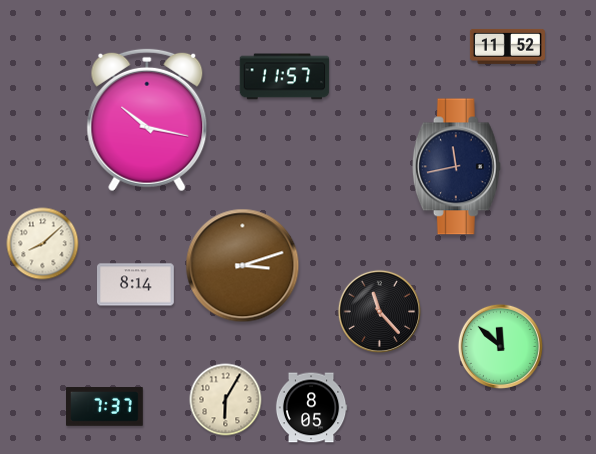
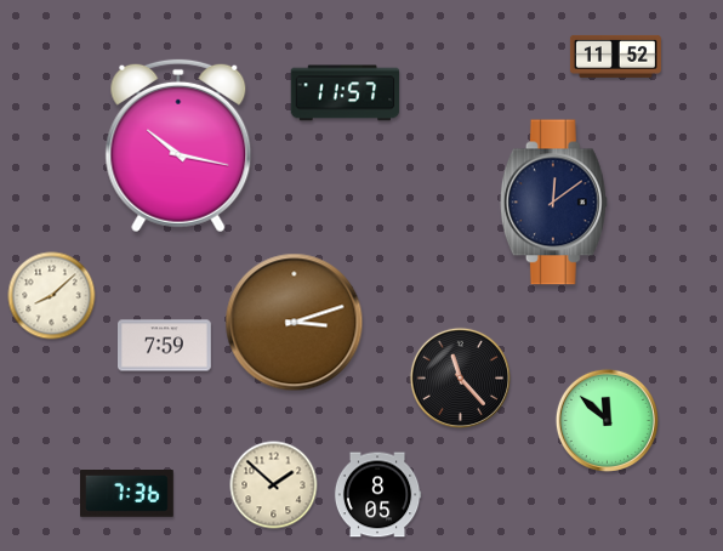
clock at (456, 167): 11:43 -> 12:09
clock at (136, 285): 8:14 -> 7:59
clock at (226, 400): 6:05 -> 1:52
clock at (105, 407): 7:37 -> 7:36
